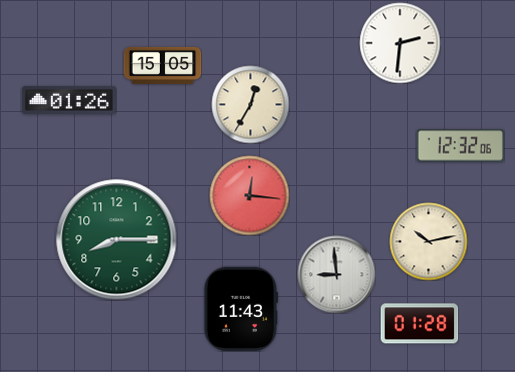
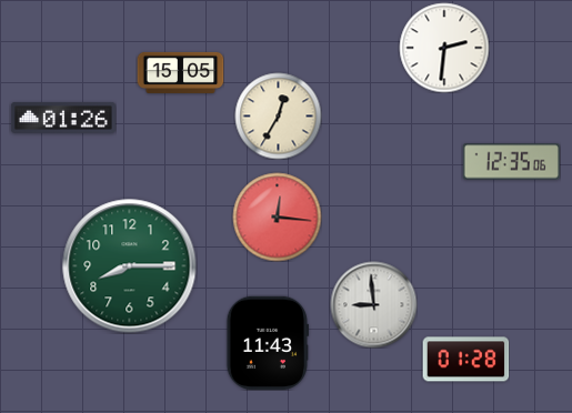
clock at (69, 100) position: (69, 100) -> (63, 118)
clock at (460, 146): 12:32 -> 12:35
clock at (428, 241): 10:13 -> none
